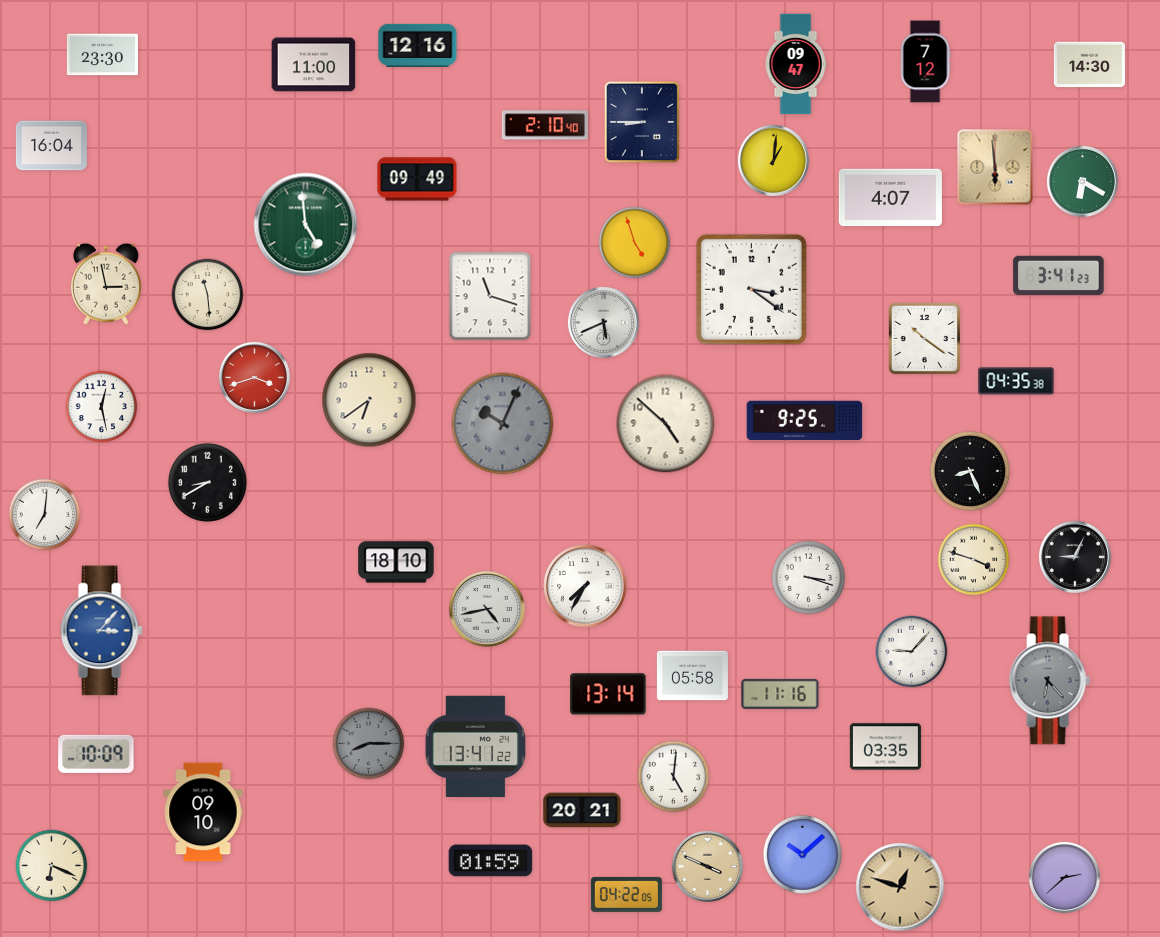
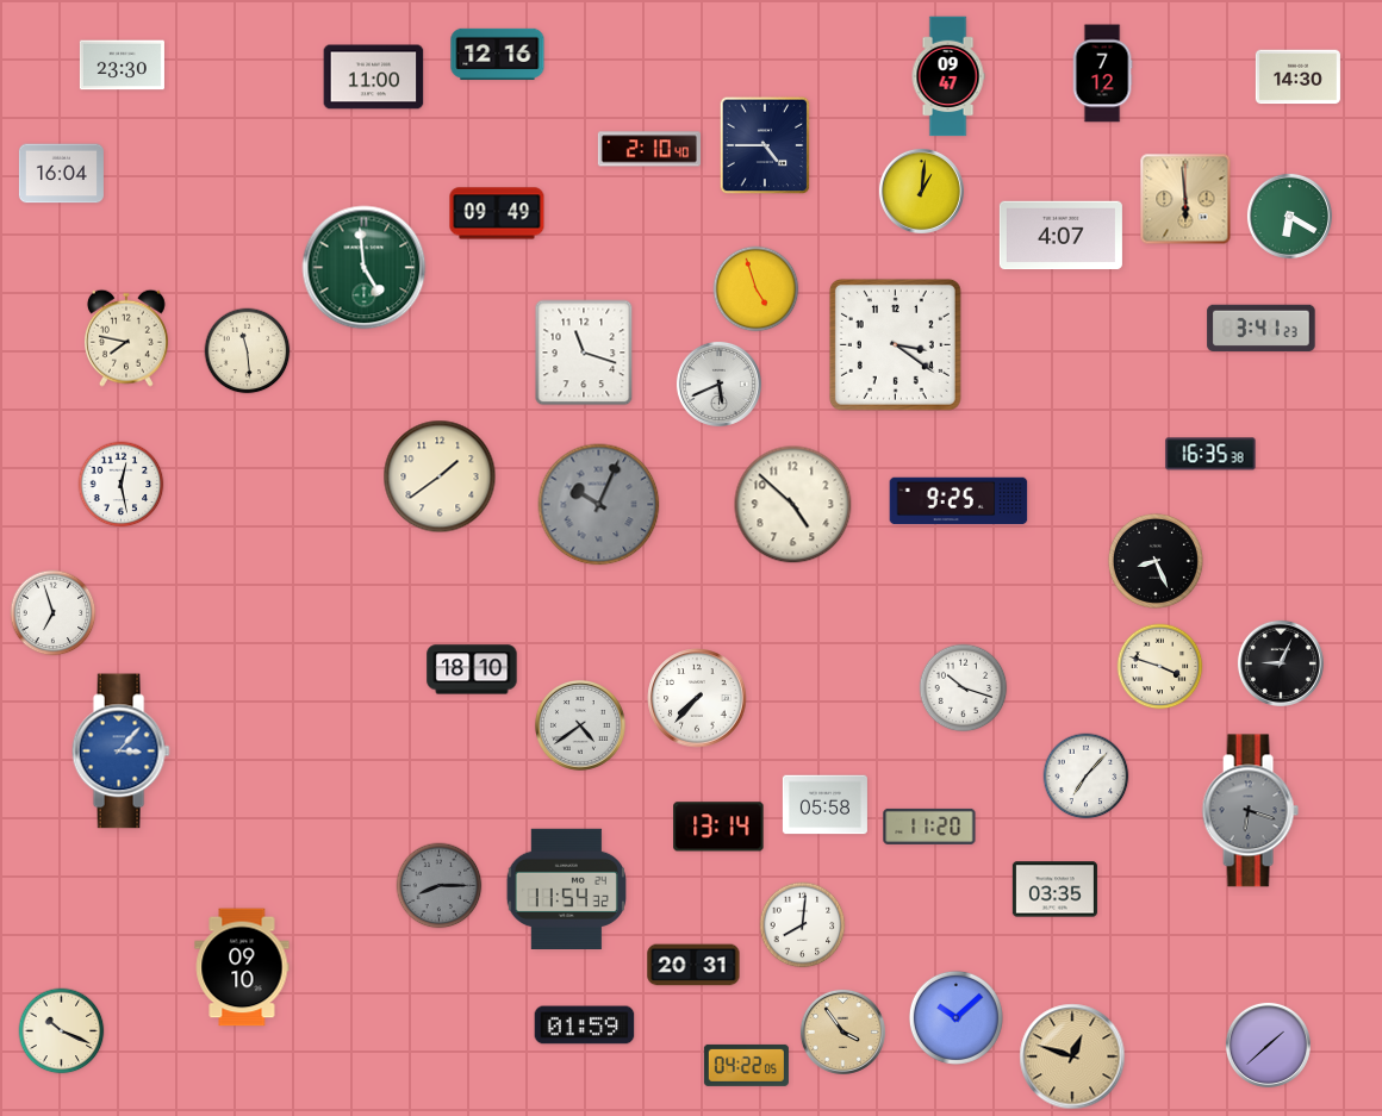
clock at (642, 122): 8:45 -> 4:45
clock at (106, 284): 2:58 -> 7:47
clock at (924, 338): 10:21 -> none
clock at (254, 377): 3:42 -> none
clock at (1016, 381): 04:35 -> 16:35
clock at (369, 400): 6:39 -> 1:39
clock at (207, 482): 8:40 -> none
clock at (45, 515): 7:01 -> 6:57
clock at (809, 578): 3:18 -> 10:18
clock at (585, 586): 7:35 -> 7:37
clock at (487, 609): 4:43 -> 4:39
clock at (912, 652): 9:07 -> 7:07
clock at (1049, 681): 6:23 -> 6:18
clock at (608, 694) position: (608, 694) -> (718, 827)
clock at (780, 694): 11:16 -> 11:20
clock at (475, 746): 13:41 -> 11:54
clock at (96, 754): 10:09 -> none
clock at (674, 777): 5:01 -> 8:01
clock at (582, 810): 20:21 -> 20:31
clock at (52, 866): 6:19 -> 10:19
clock at (707, 866): 3:49 -> 3:54
clock at (1064, 877): 2:38 -> 1:38
